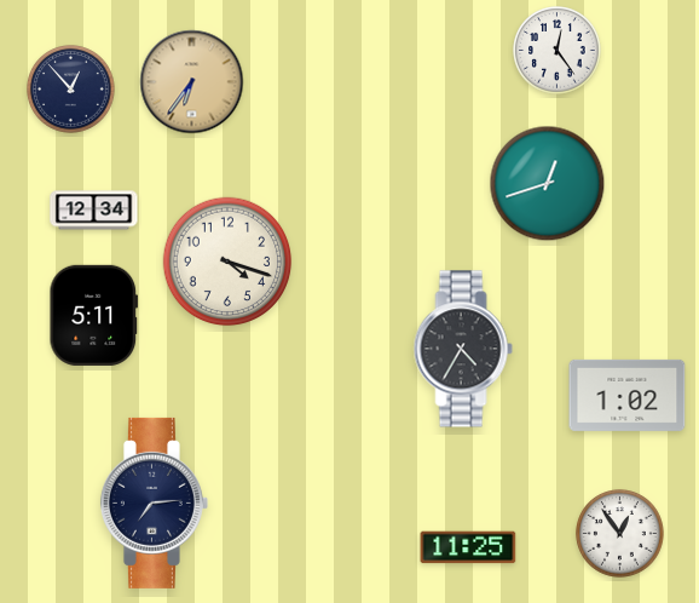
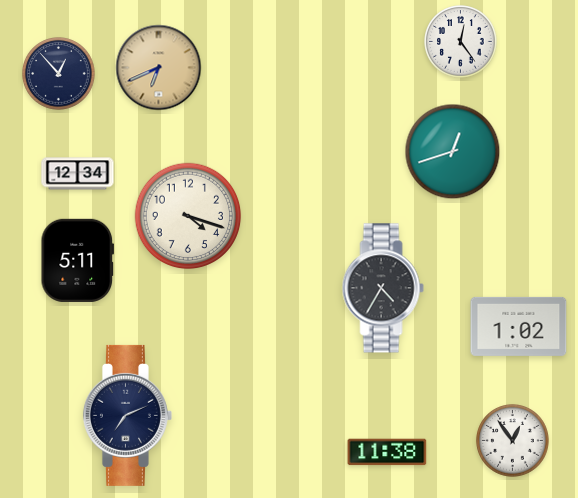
clock at (192, 82): 6:36 -> 6:41
clock at (154, 502): 7:14 -> 7:11
clock at (468, 547): 11:25 -> 11:38
